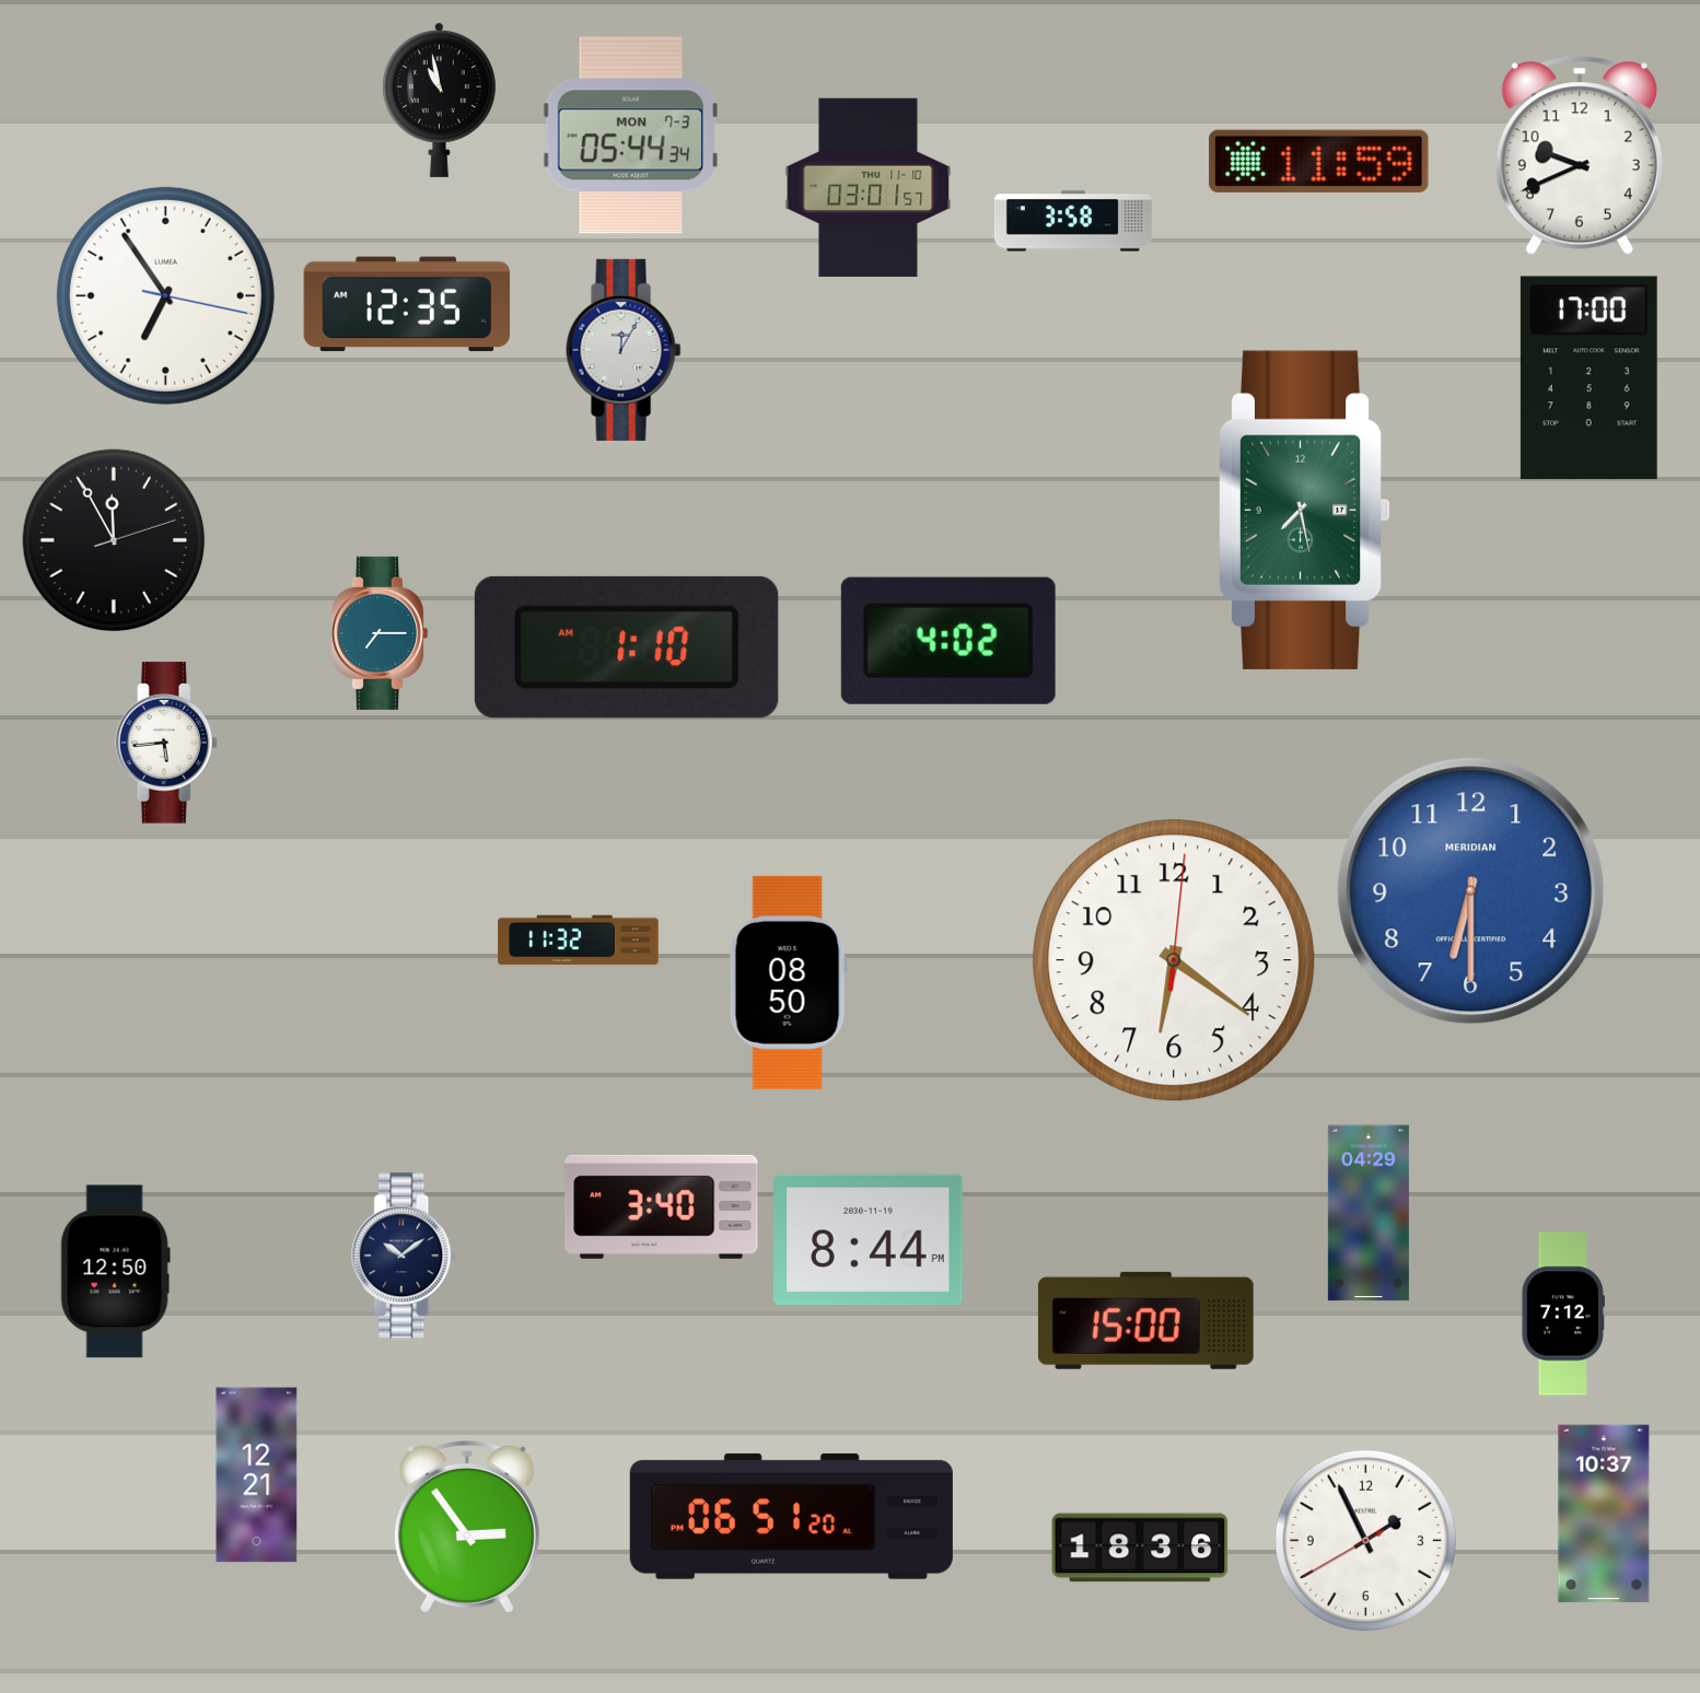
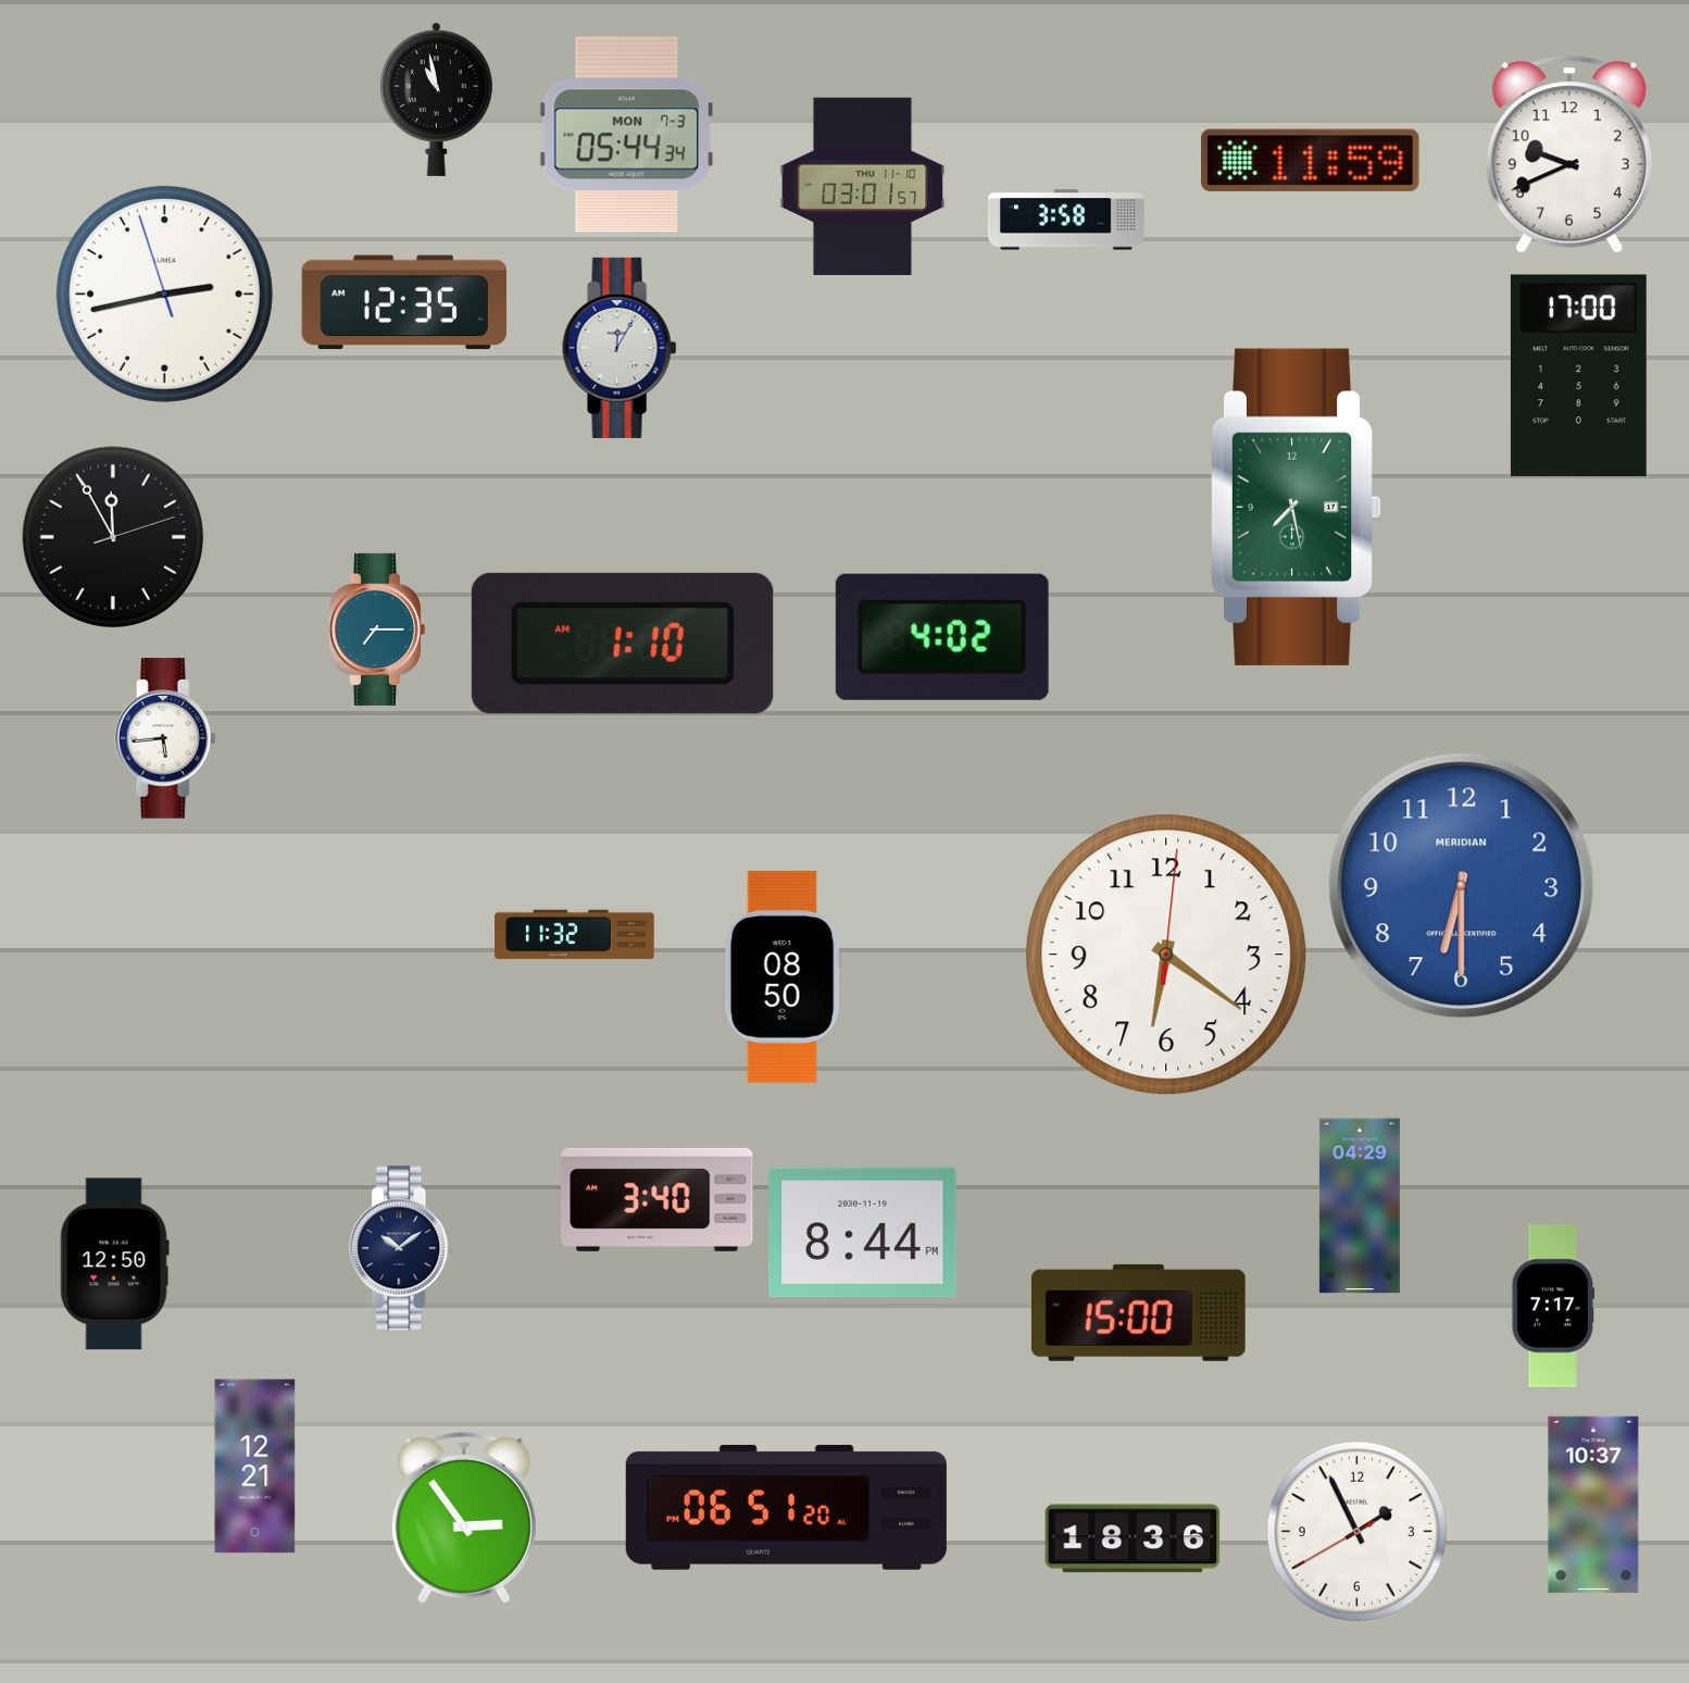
clock at (165, 295): 6:54 -> 2:42
clock at (1563, 1313): 7:12 -> 7:17
